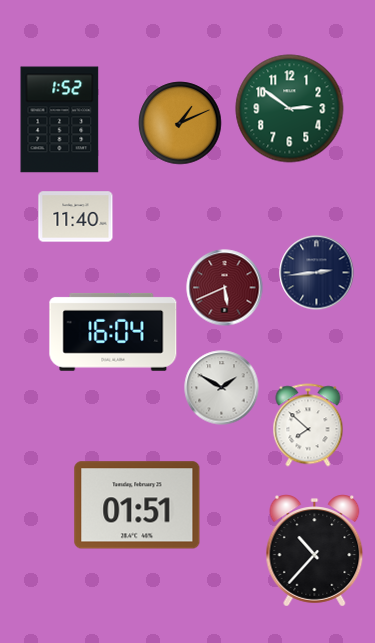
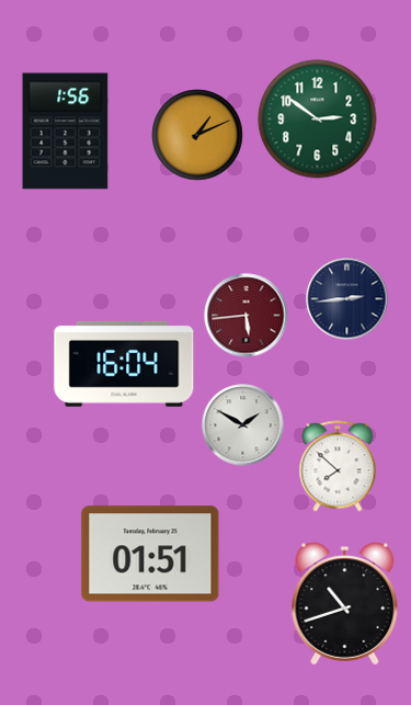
clock at (60, 120): 1:52 -> 1:56
clock at (76, 217): 11:40 -> none
clock at (225, 288): 5:41 -> 5:44
clock at (315, 551): 10:37 -> 10:42
